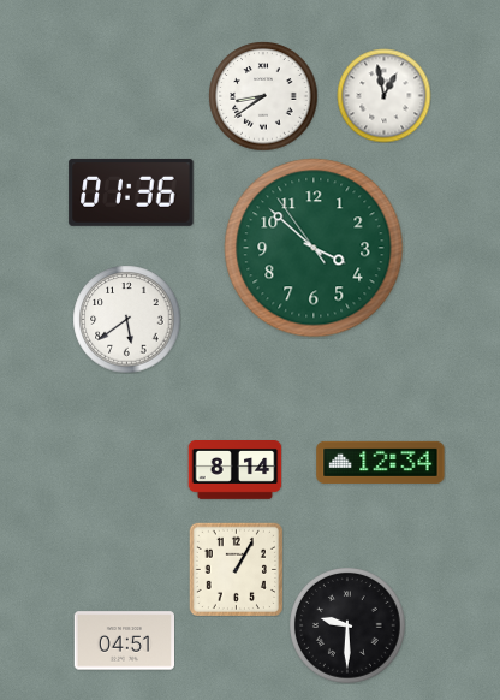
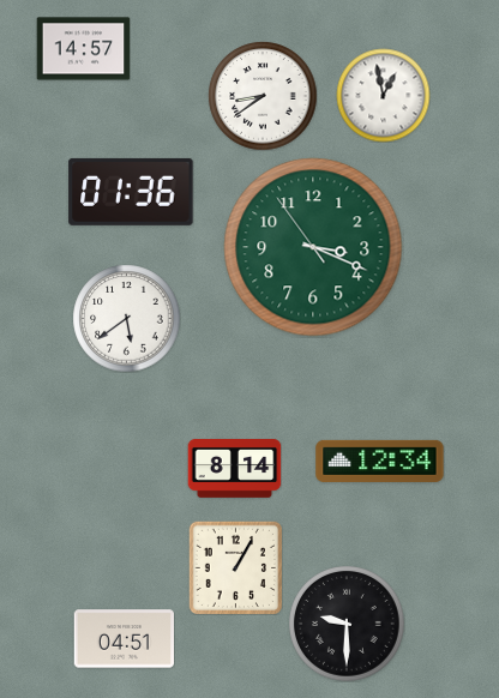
clock at (83, 49): none -> 14:57
clock at (314, 248): 3:51 -> 3:18
